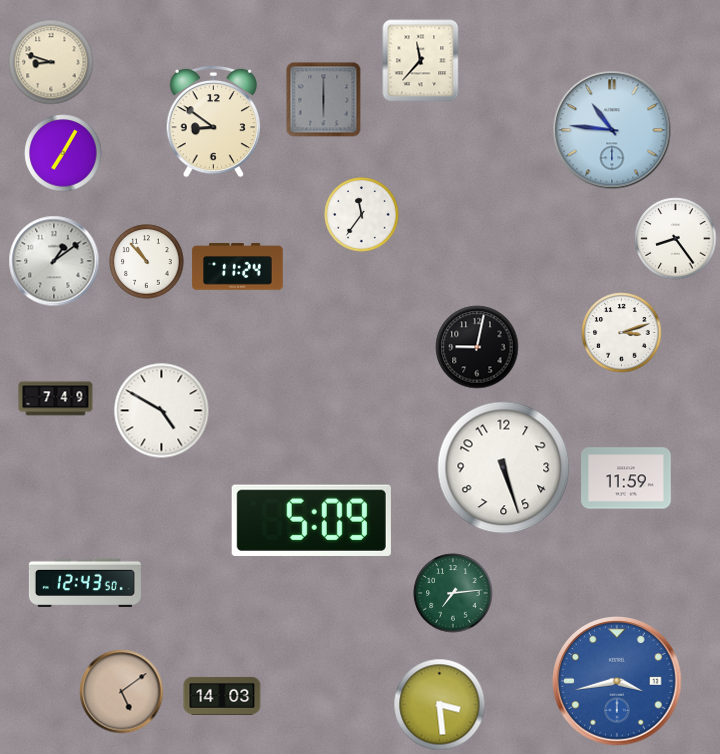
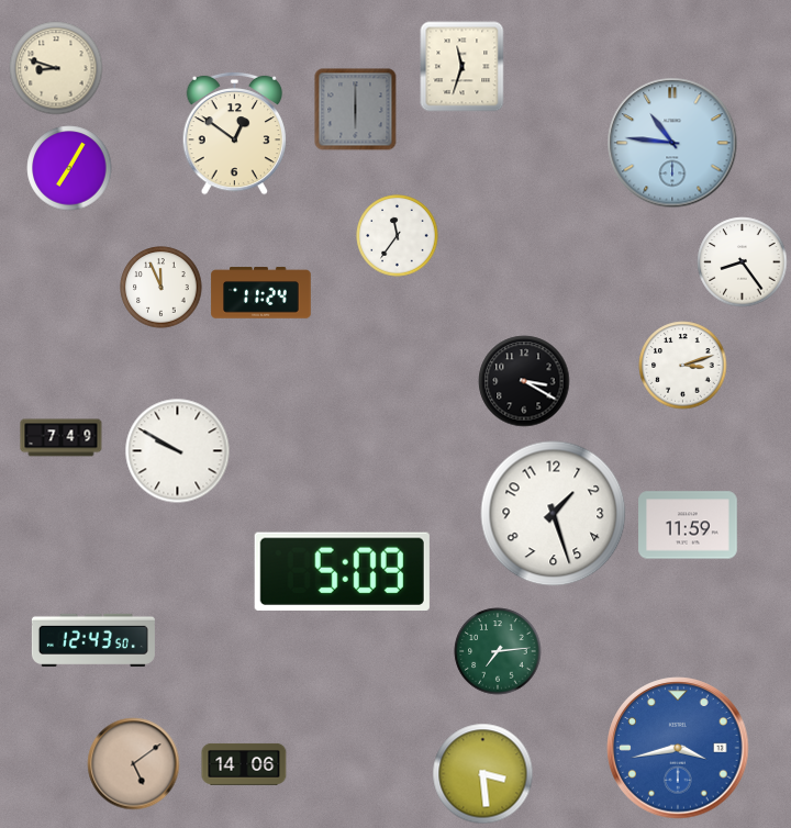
clock at (421, 61): 11:37 -> 11:33
clock at (214, 121): 8:51 -> 12:51
clock at (54, 261): 1:09 -> none
clock at (147, 262): 10:53 -> 11:56
clock at (477, 347): 9:02 -> 3:20
clock at (162, 411): 4:50 -> 9:50
clock at (504, 468): 5:27 -> 1:27
clock at (122, 692) position: (122, 692) -> (134, 764)
clock at (222, 696): 14:03 -> 14:06
